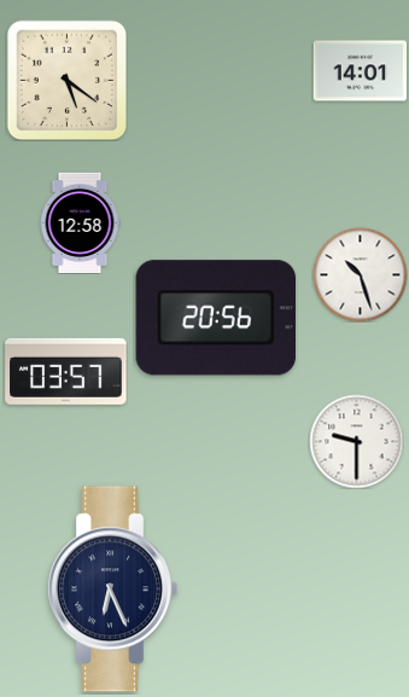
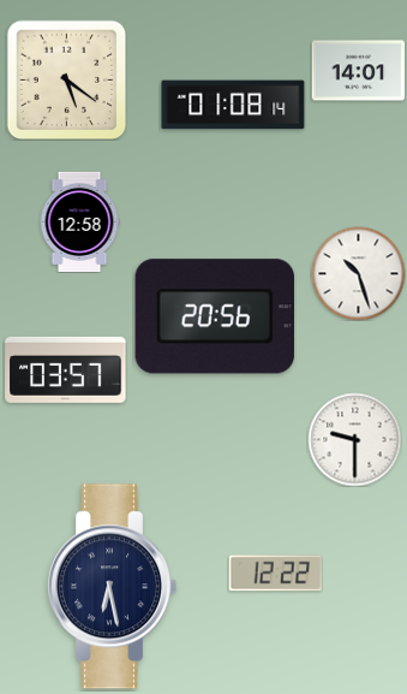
clock at (233, 105): none -> 01:08
clock at (275, 574): none -> 12:22
clock at (112, 589): 6:26 -> 6:28
